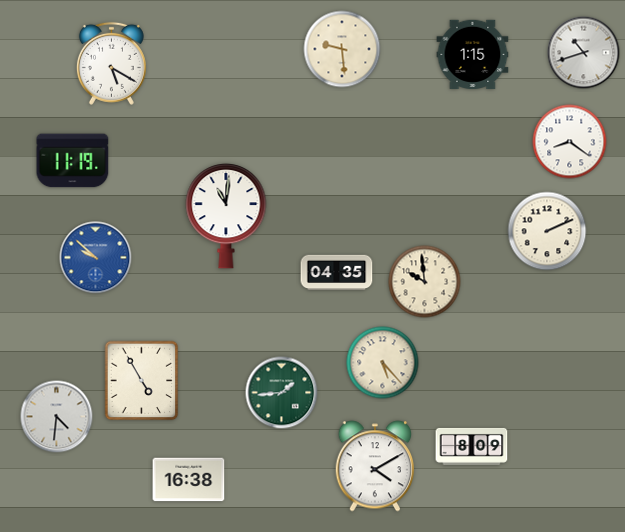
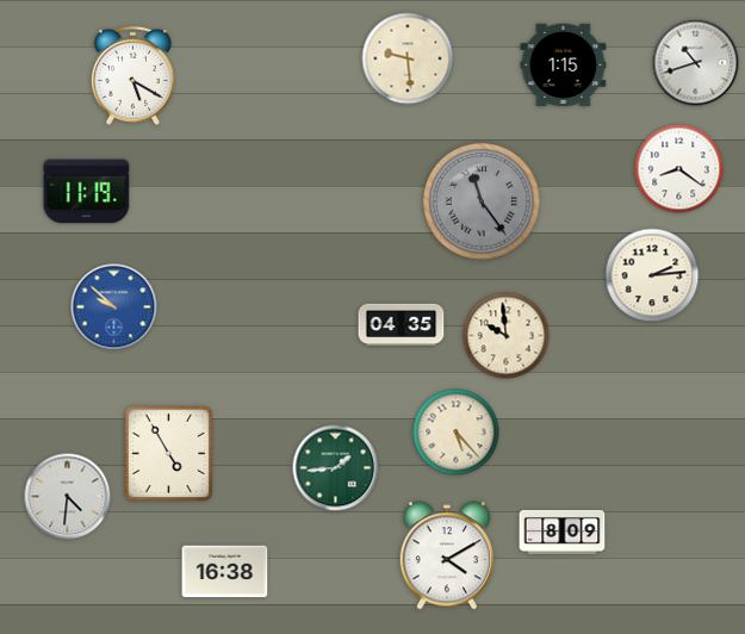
clock at (482, 201): none -> 11:24
clock at (226, 216): 11:01 -> none
clock at (547, 231): 2:11 -> 2:14
